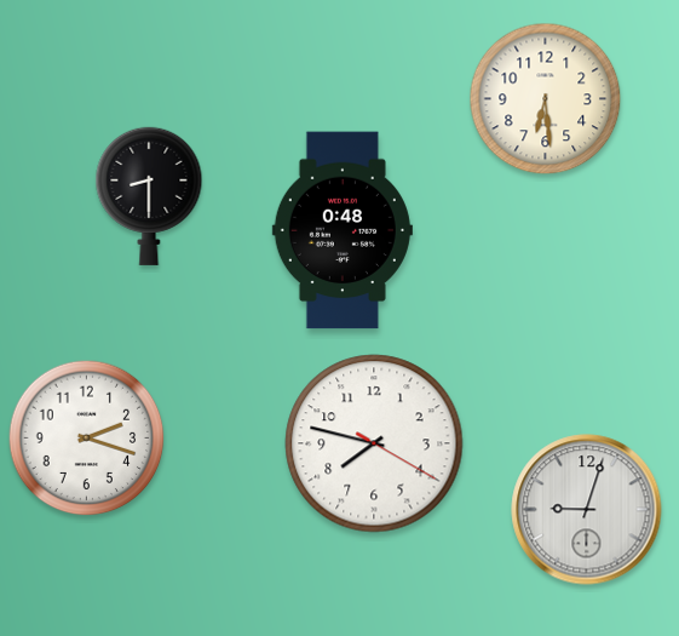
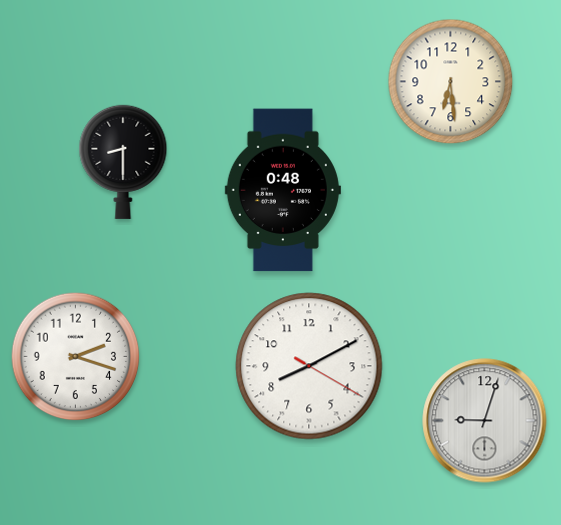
clock at (87, 439) position: (87, 439) -> (76, 357)
clock at (374, 443): 7:47 -> 8:10
